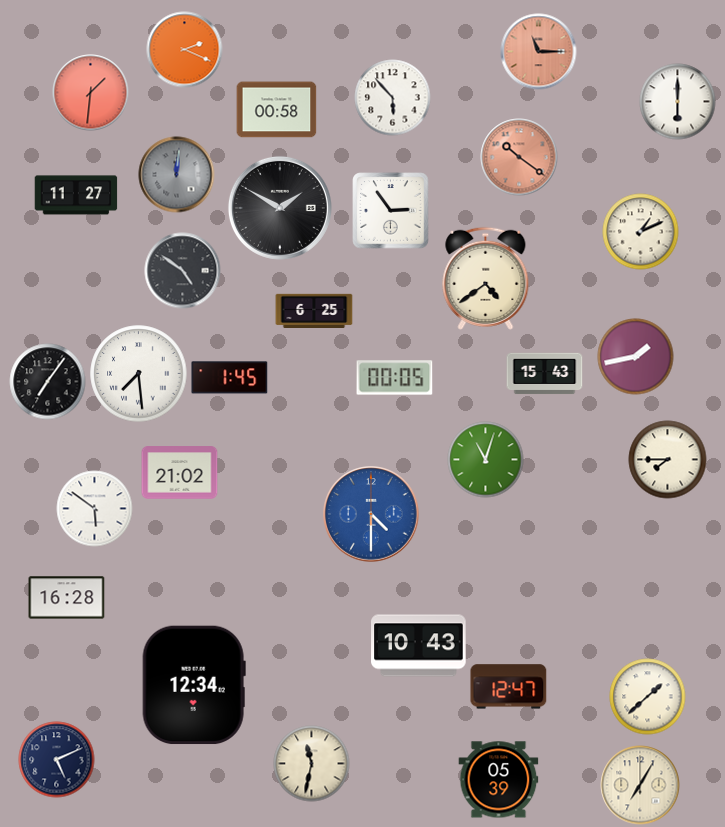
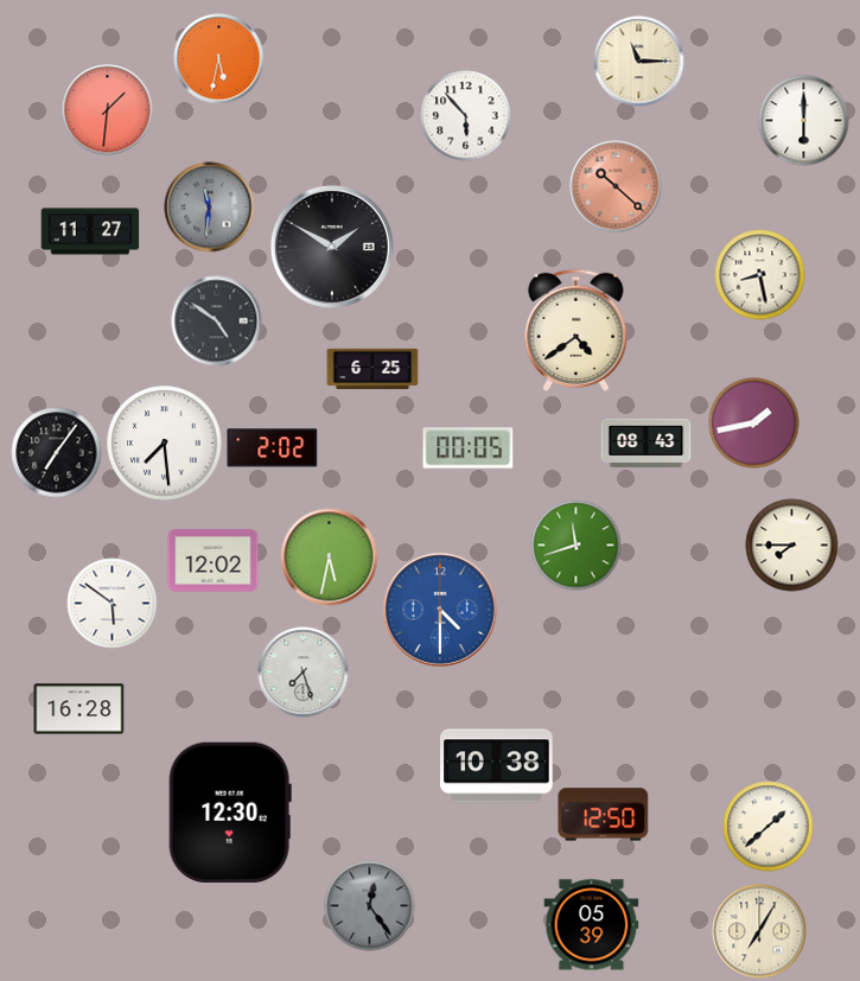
clock at (185, 50): 2:19 -> 5:32
clock at (539, 52) dial: salmon -> cream
clock at (277, 110): 00:58 -> none
clock at (519, 157): 10:21 -> 10:22
clock at (177, 175): 12:01 -> 11:31
clock at (391, 211): 2:54 -> none
clock at (641, 232): 1:11 -> 8:28
clock at (545, 374): 15:43 -> 08:43
clock at (230, 378): 1:45 -> 2:02
clock at (486, 460): 11:03 -> 11:42
clock at (330, 558): none -> 5:32
clock at (180, 473): 21:02 -> 12:02
clock at (304, 673): none -> 7:27
clock at (419, 646): 10:43 -> 10:38
clock at (194, 685): 12:34 -> 12:30
clock at (509, 687): 12:47 -> 12:50
clock at (57, 760): 5:11 -> none
clock at (312, 764): 11:32 -> 12:24
clock at (312, 764) dial: cream -> grey
